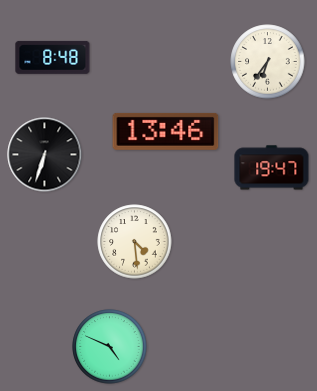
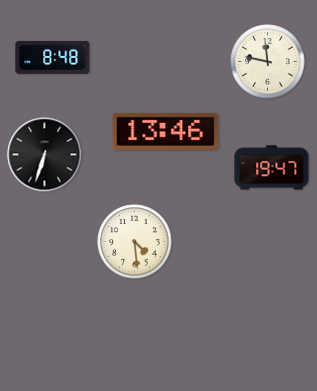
clock at (268, 62): 6:36 -> 11:47
clock at (110, 347): 4:49 -> none
